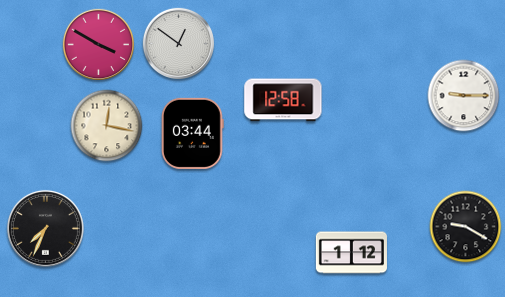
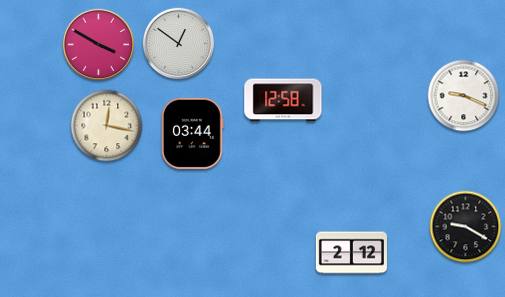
clock at (464, 96): 9:15 -> 9:19
clock at (45, 228): 7:34 -> none
clock at (351, 253): 1:12 -> 2:12
